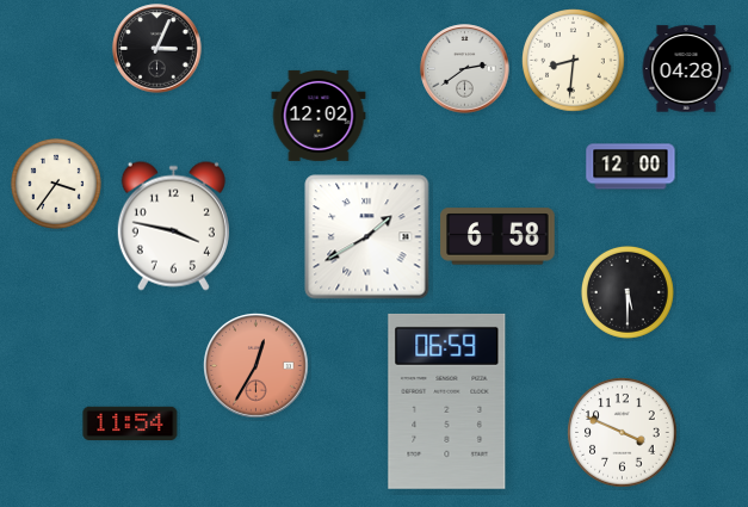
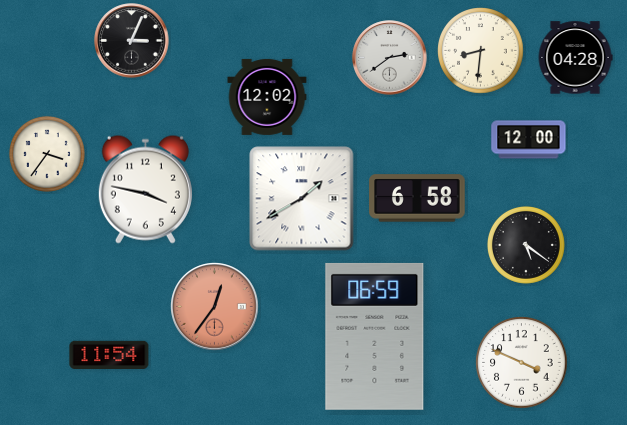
clock at (367, 237) position: (367, 237) -> (302, 199)
clock at (628, 292): 5:30 -> 5:21
clock at (256, 366): 12:35 -> 12:36
